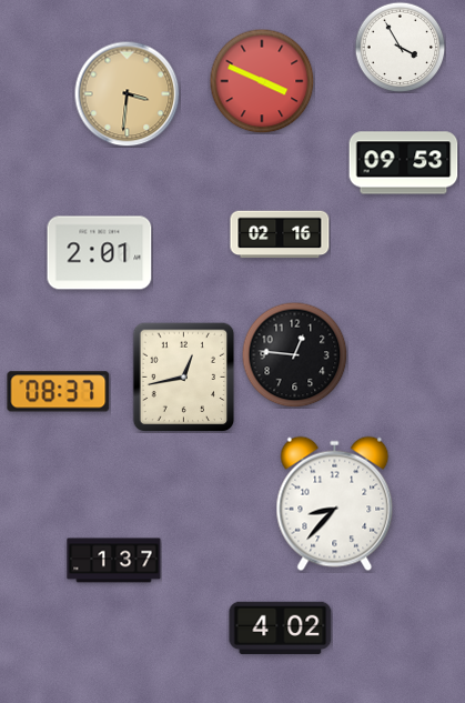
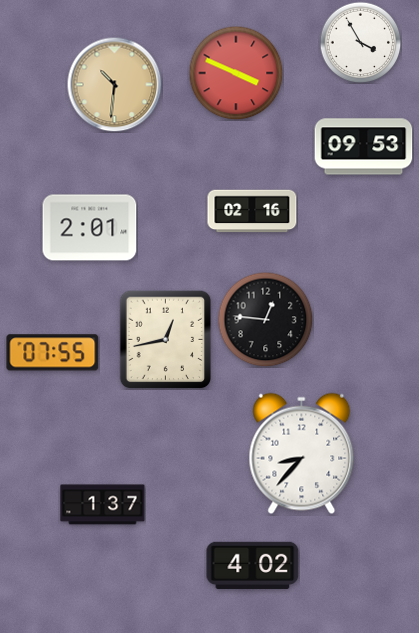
clock at (127, 93): 3:31 -> 10:31
clock at (59, 392): 08:37 -> 07:55
